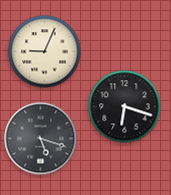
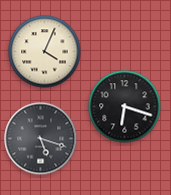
clock at (45, 52): 9:04 -> 4:04
